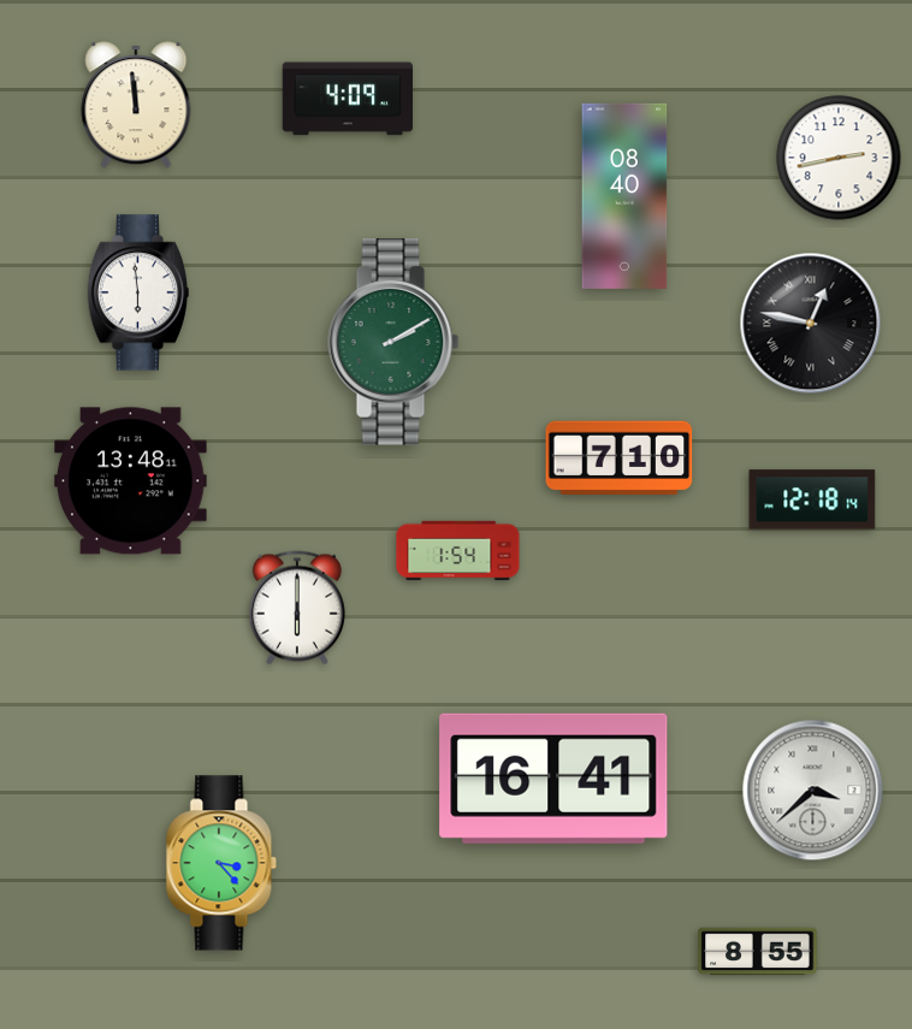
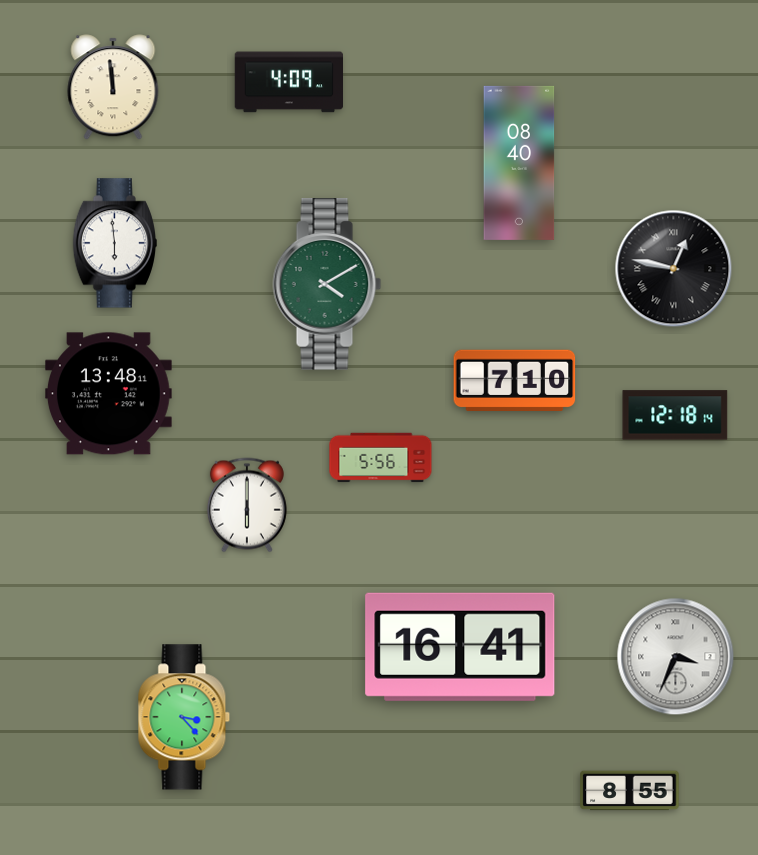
clock at (839, 158): 2:43 -> none
clock at (393, 342): 2:10 -> 4:10
clock at (131, 481) position: (131, 481) -> (109, 394)
clock at (458, 551): 1:54 -> 5:56
clock at (813, 791): 3:38 -> 3:34
